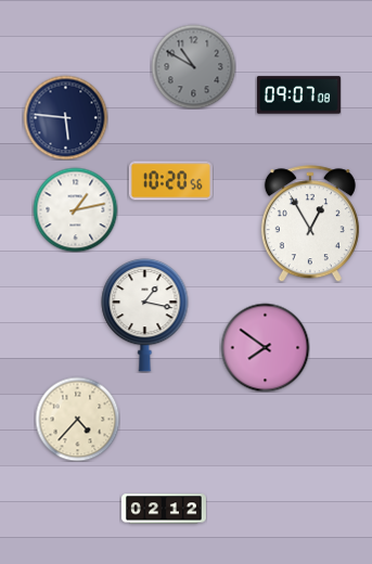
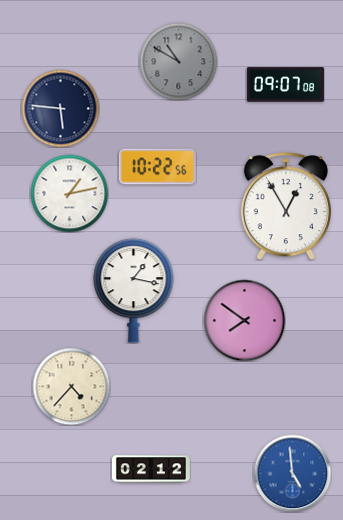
clock at (298, 95) position: (298, 95) -> (285, 85)
clock at (170, 181): 10:20 -> 10:22
clock at (292, 473): none -> 4:59
